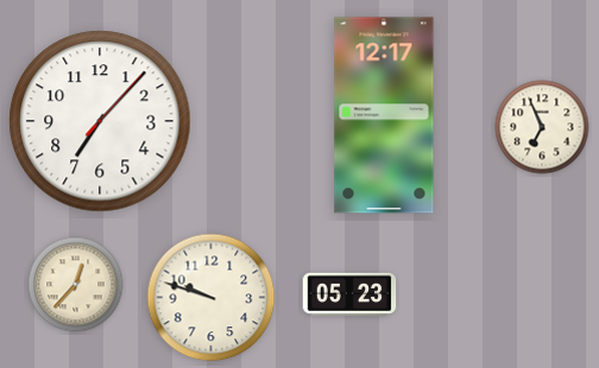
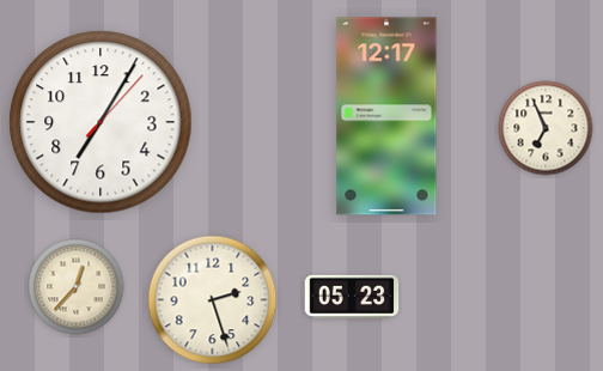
clock at (100, 121): 7:07 -> 7:05
clock at (212, 298): 9:48 -> 2:27
